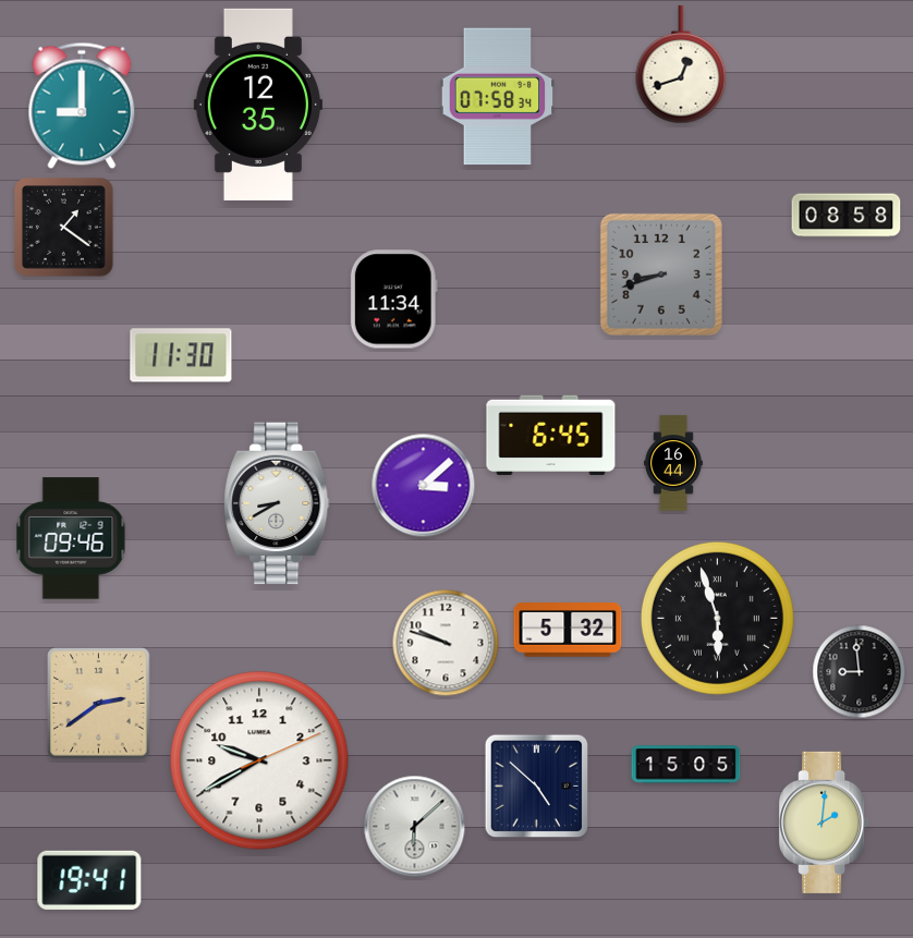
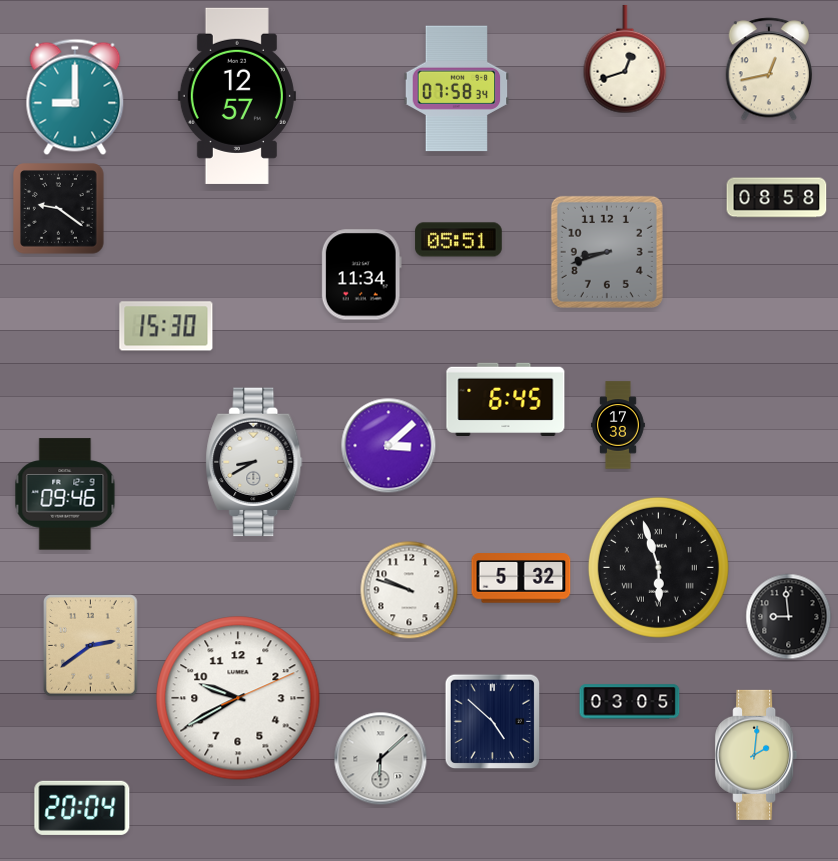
clock at (768, 69): none -> 12:43
clock at (258, 105): 12:35 -> 12:57
clock at (64, 228): 1:21 -> 9:21
clock at (459, 240): none -> 05:51
clock at (181, 355): 11:30 -> 15:30
clock at (673, 463): 16:44 -> 17:38
clock at (686, 765): 15:05 -> 03:05
clock at (89, 880): 19:41 -> 20:04
